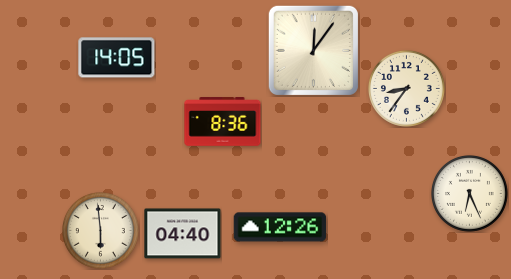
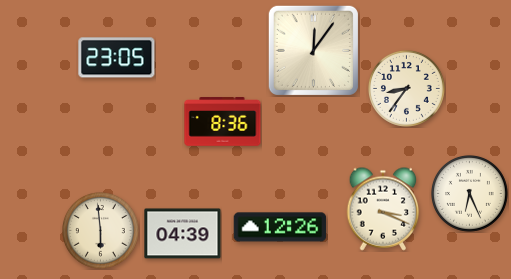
clock at (117, 58): 14:05 -> 23:05
clock at (383, 209): none -> 3:19
clock at (183, 234): 04:40 -> 04:39
